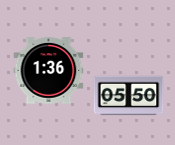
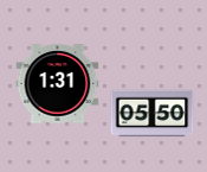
clock at (49, 71): 1:36 -> 1:31
